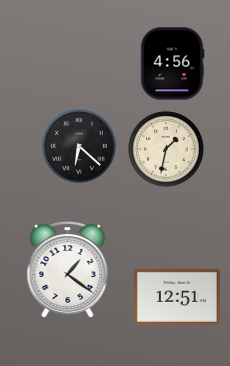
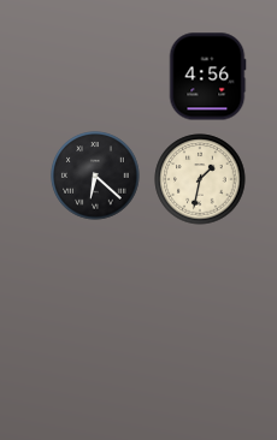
clock at (68, 270): 1:21 -> none
clock at (178, 297): 12:51 -> none
